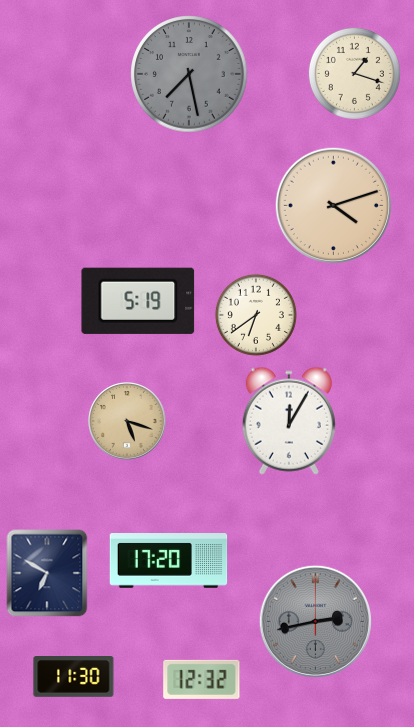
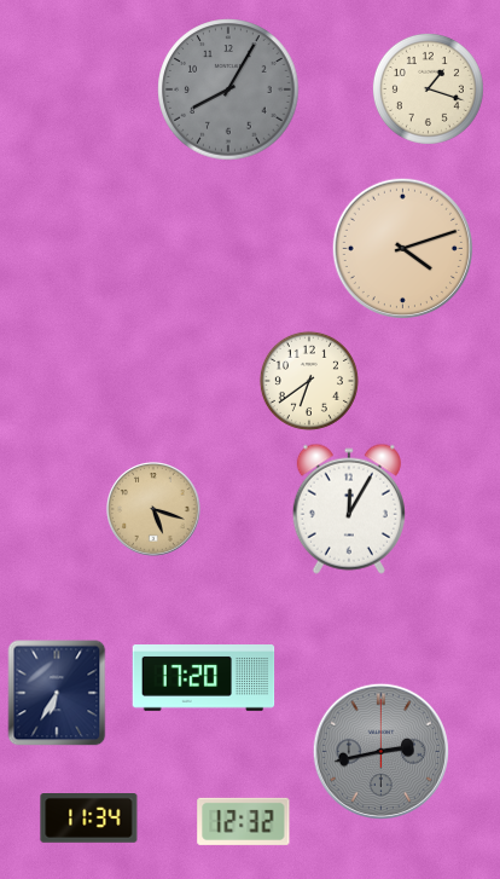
clock at (189, 74): 7:28 -> 8:05
clock at (138, 301): 5:19 -> none
clock at (47, 573): 6:50 -> 6:35
clock at (74, 677): 11:30 -> 11:34
